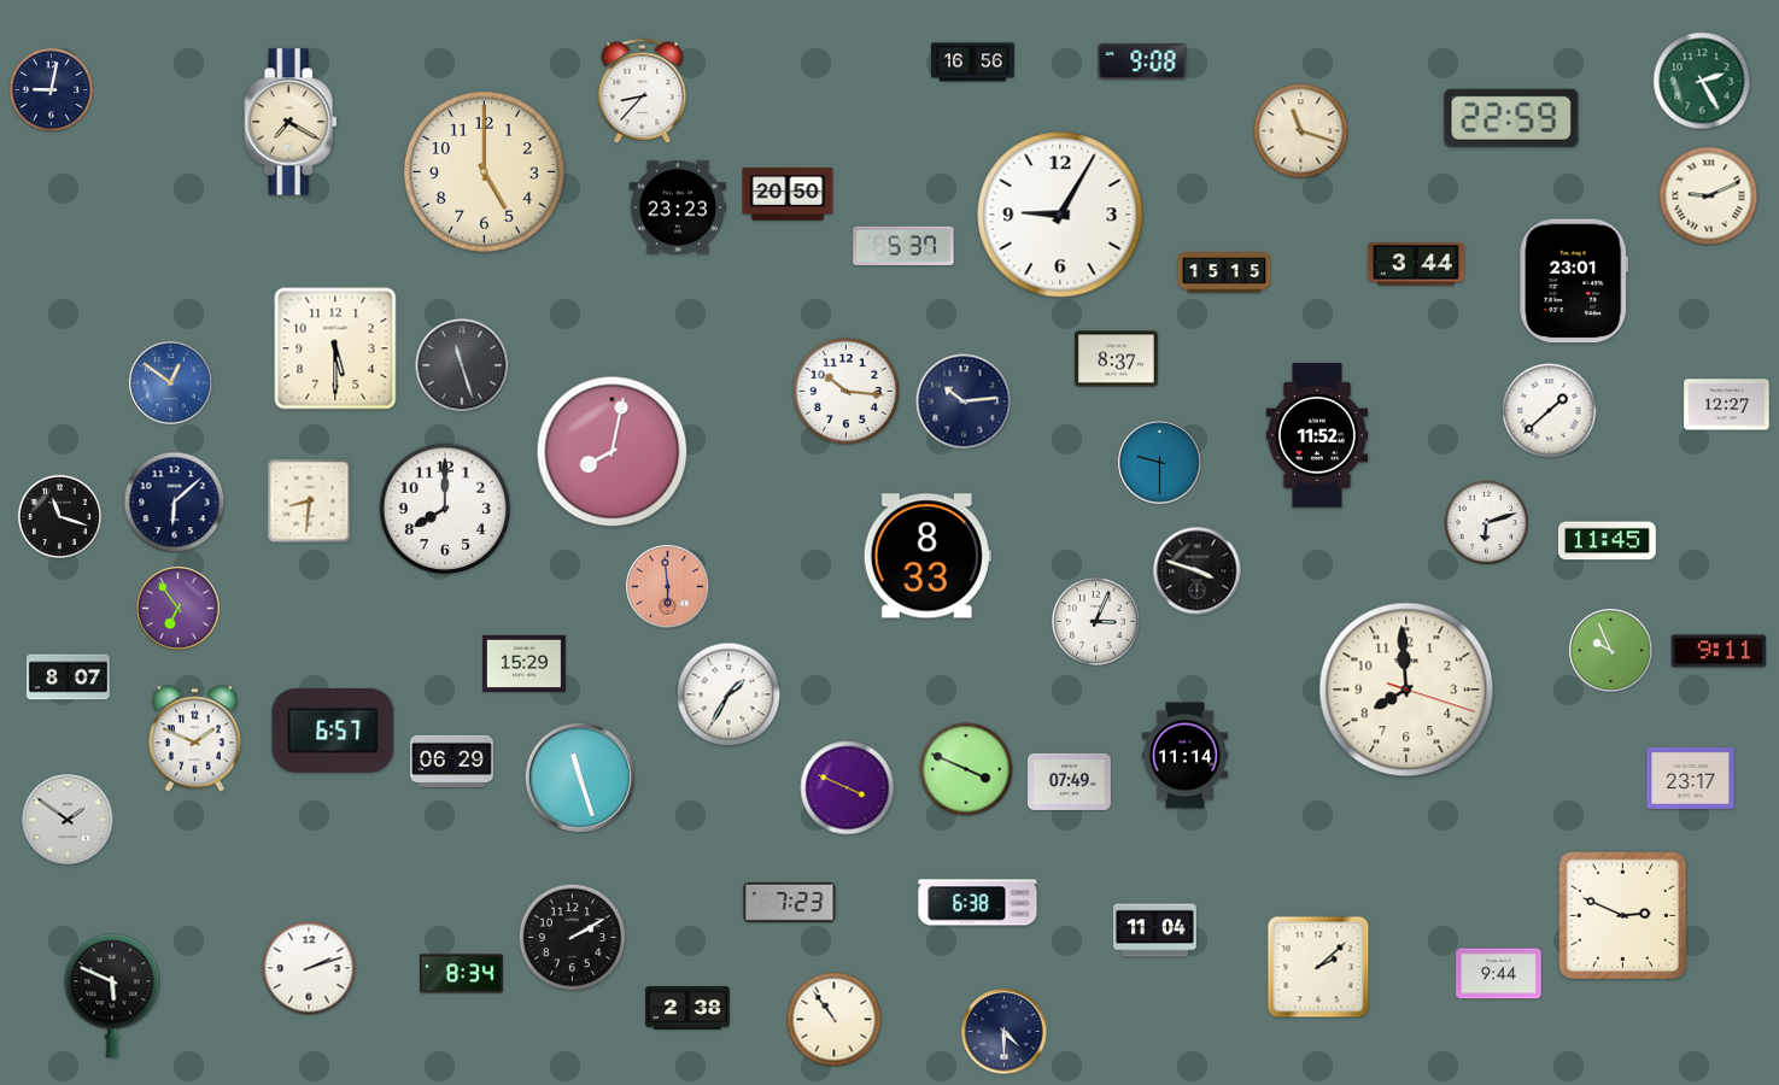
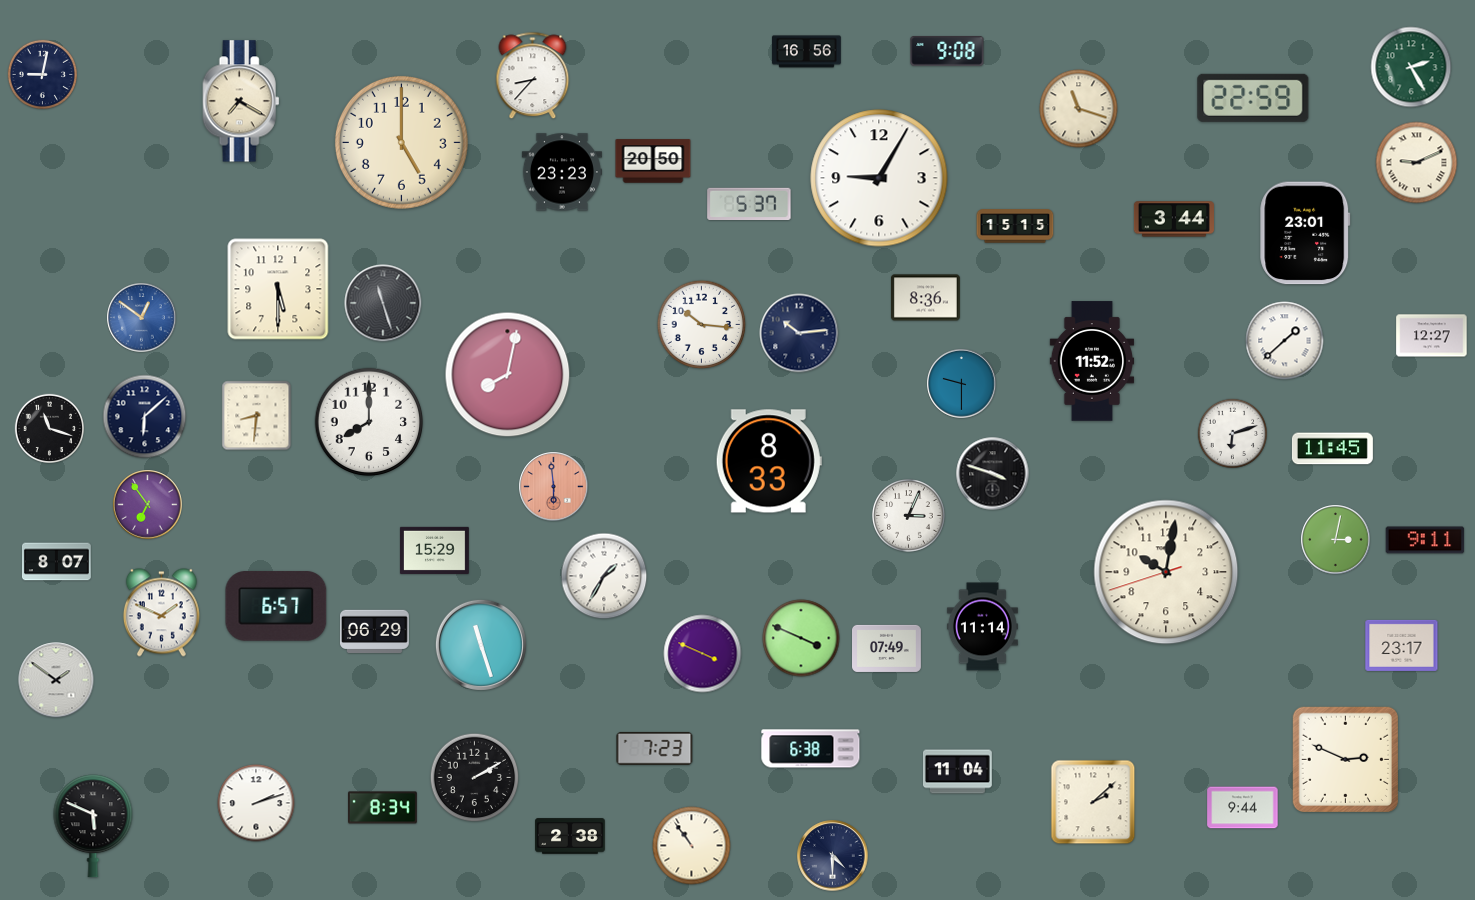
clock at (1116, 359): 8:37 -> 8:36
clock at (1611, 651): 9:56 -> 3:02
clock at (1406, 690): 7:59 -> 10:01
